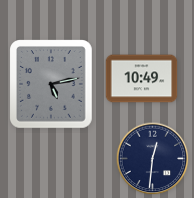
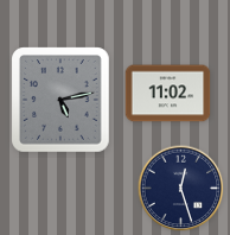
clock at (142, 79): 10:49 -> 11:02
clock at (153, 159): 12:31 -> 12:27
